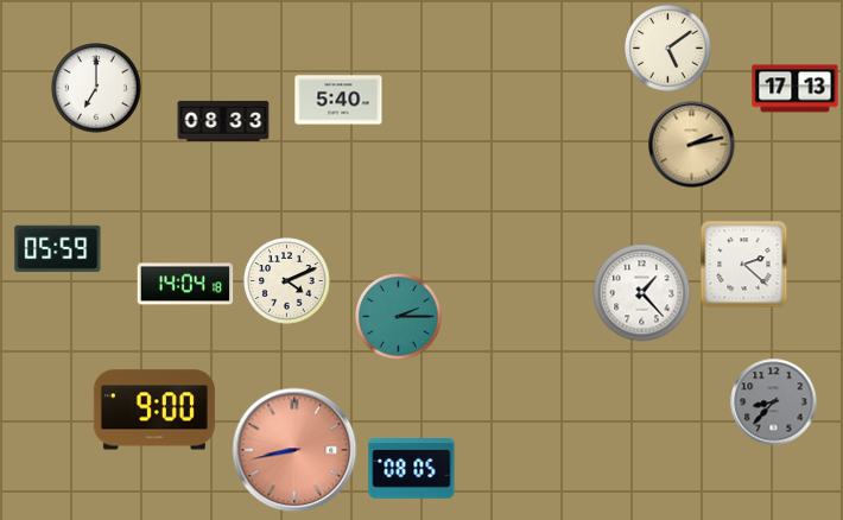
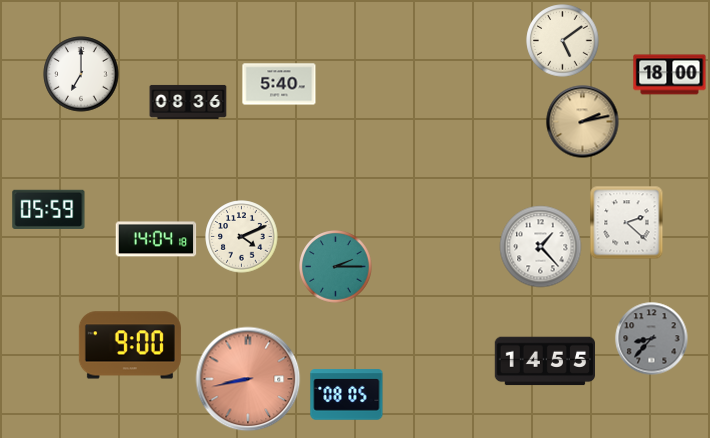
clock at (796, 89): 17:13 -> 18:00
clock at (338, 100) position: (338, 100) -> (279, 84)
clock at (223, 121): 08:33 -> 08:36
clock at (544, 361): none -> 14:55
